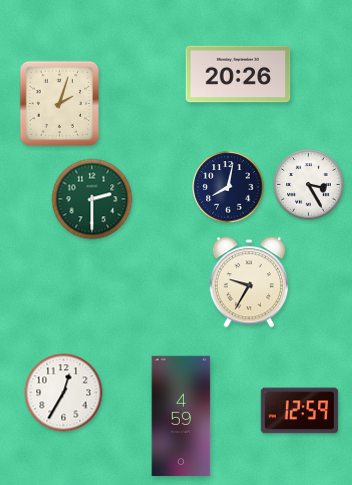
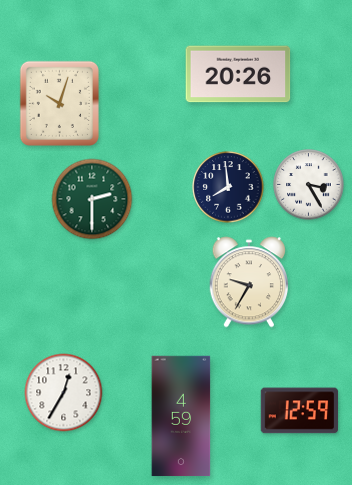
clock at (59, 103): 2:03 -> 10:03
clock at (228, 187): 8:02 -> 7:59
